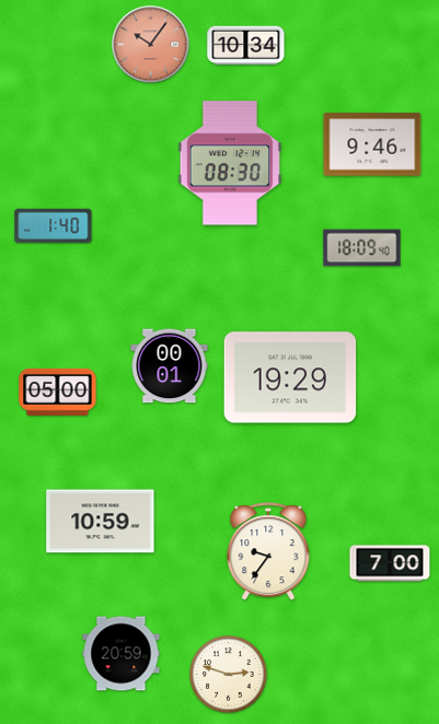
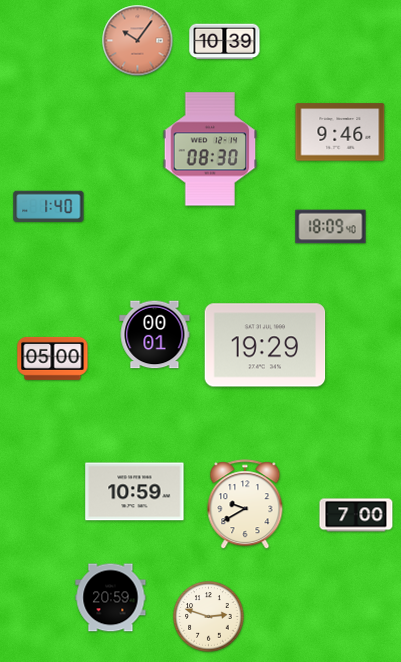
clock at (246, 46): 10:34 -> 10:39
clock at (101, 522) position: (101, 522) -> (135, 492)
clock at (268, 552): 9:36 -> 9:40
